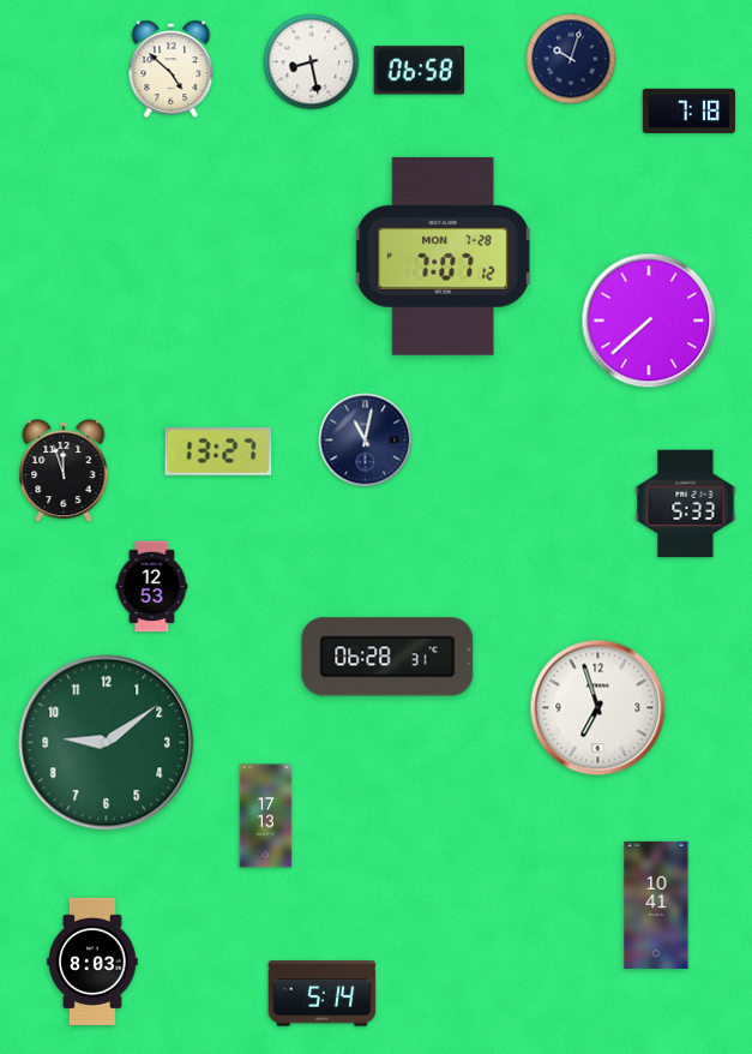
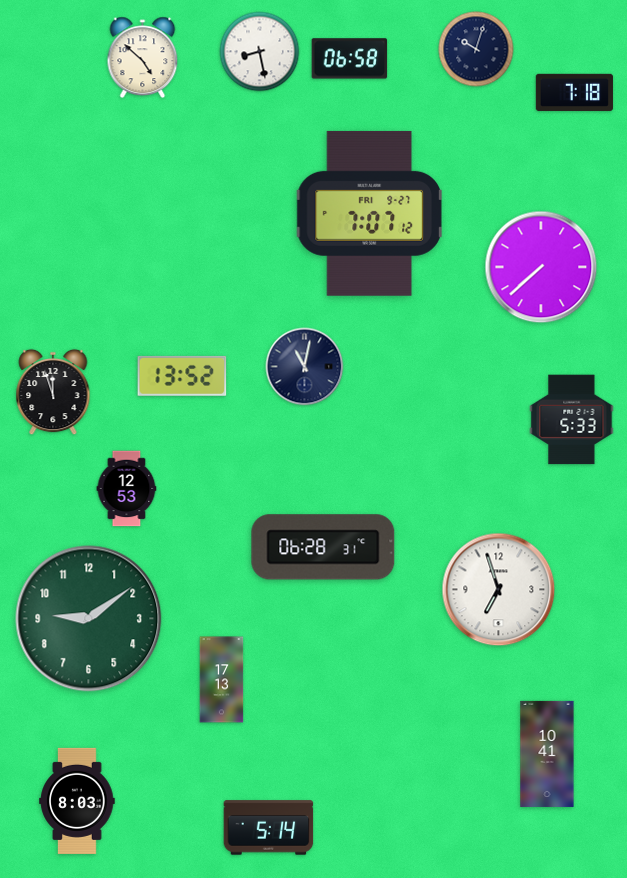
clock at (443, 256) date: MON 7-28 -> FRI 9-27
clock at (218, 451): 13:27 -> 13:52
